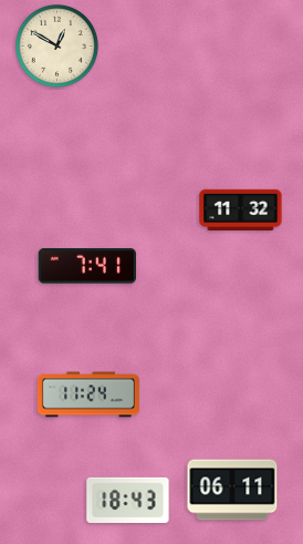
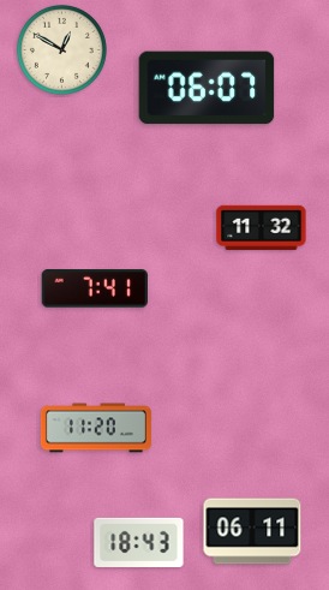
clock at (207, 88): none -> 06:07
clock at (88, 394): 11:24 -> 11:20
